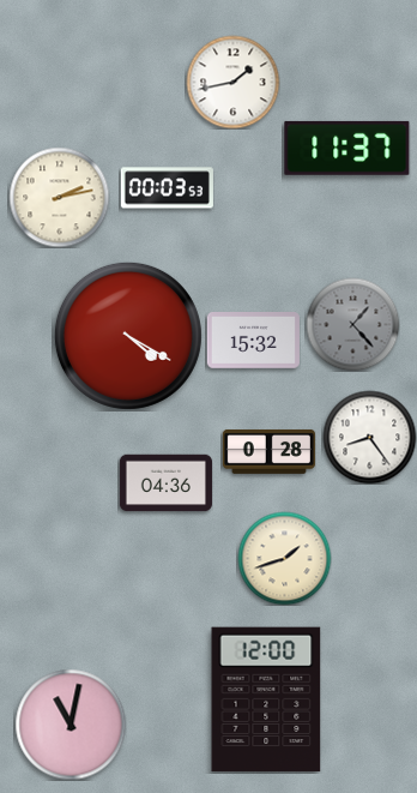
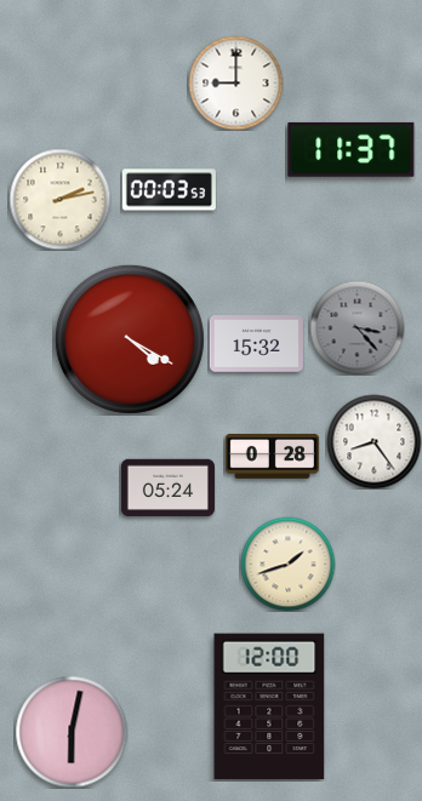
clock at (232, 82): 1:43 -> 9:00
clock at (352, 324): 1:23 -> 3:23
clock at (165, 483): 04:36 -> 05:24
clock at (71, 725): 11:02 -> 6:02
